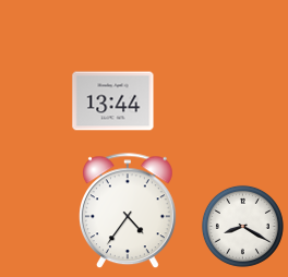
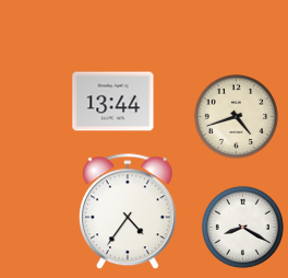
clock at (236, 116): none -> 4:42
